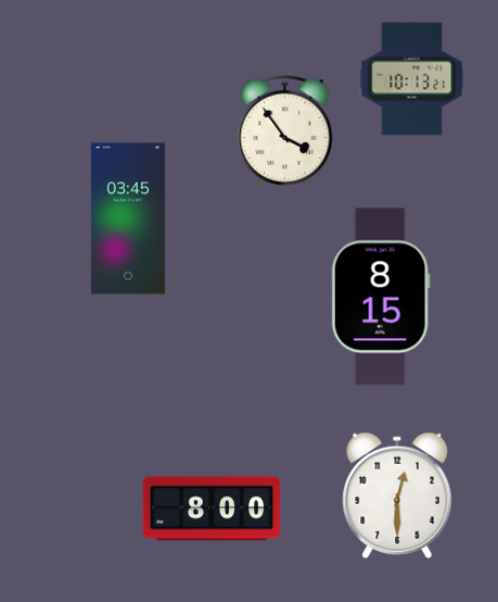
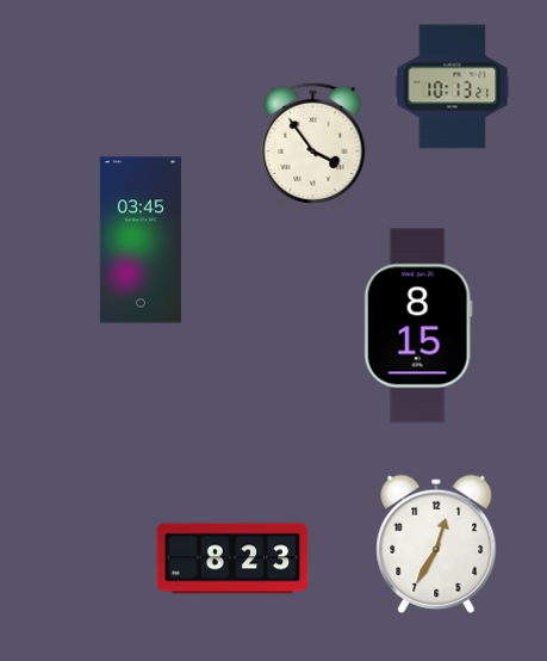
clock at (397, 496): 12:30 -> 12:35
clock at (212, 509): 8:00 -> 8:23
